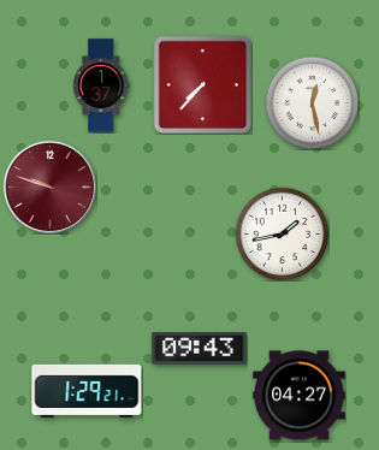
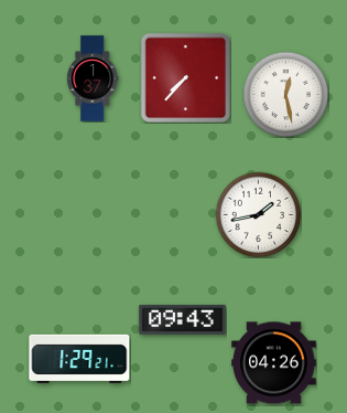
clock at (49, 186): 9:48 -> none
clock at (300, 396): 04:27 -> 04:26
